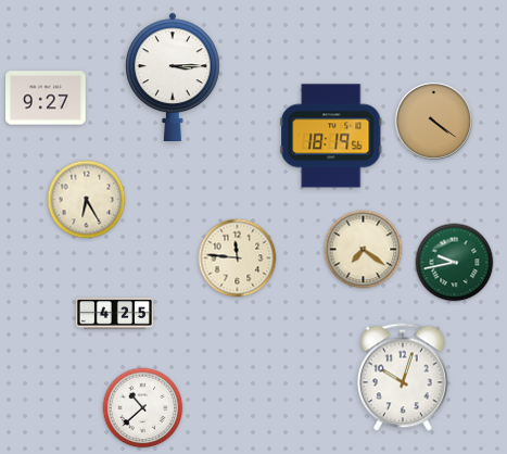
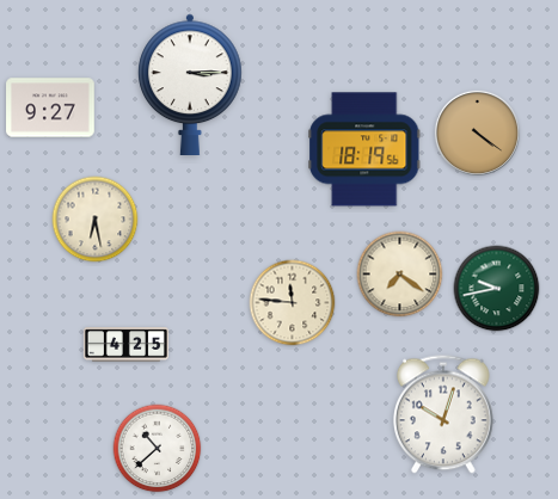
clock at (87, 200): 6:25 -> 6:28
clock at (238, 258) position: (238, 258) -> (293, 303)
clock at (455, 263) position: (455, 263) -> (497, 289)
